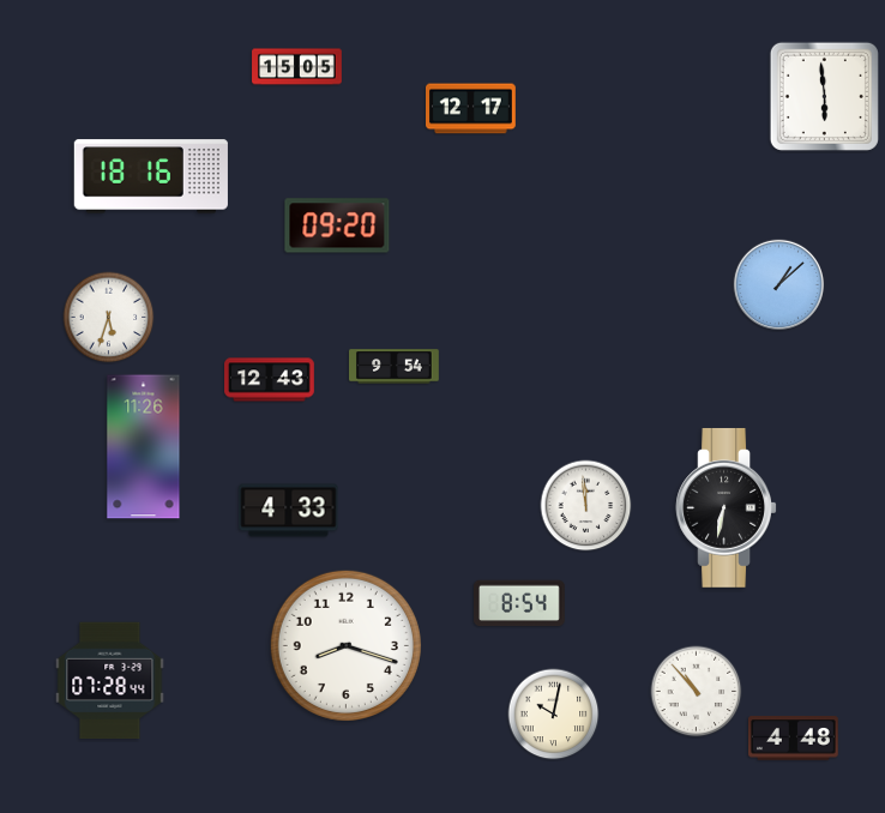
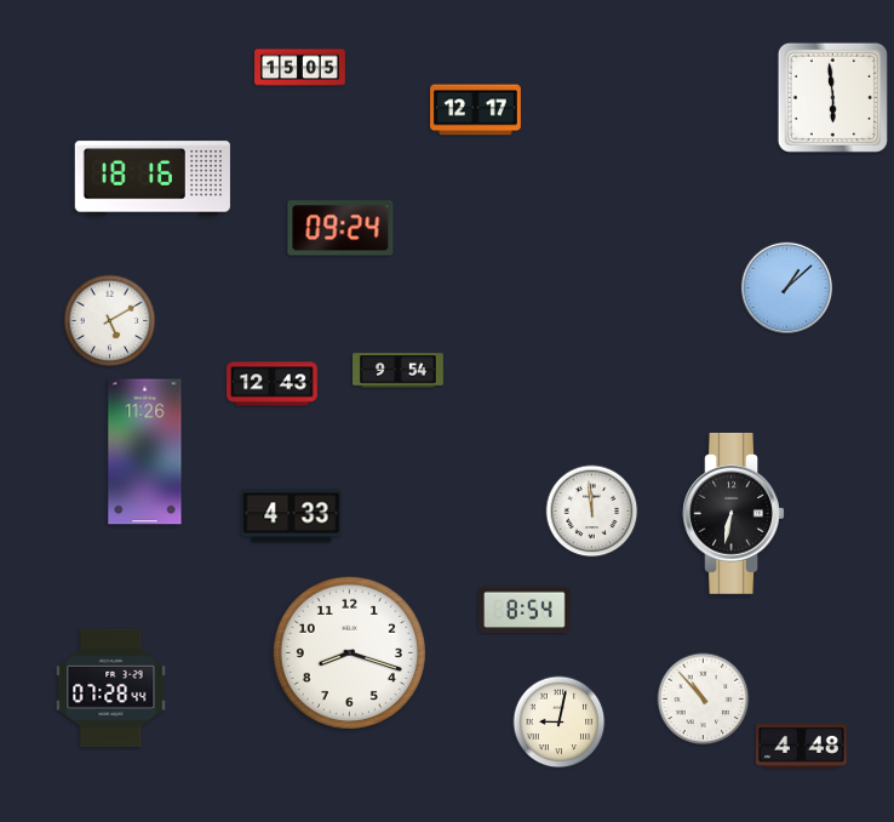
clock at (337, 225): 09:20 -> 09:24
clock at (109, 318): 5:33 -> 5:10
clock at (554, 715): 10:02 -> 9:02
